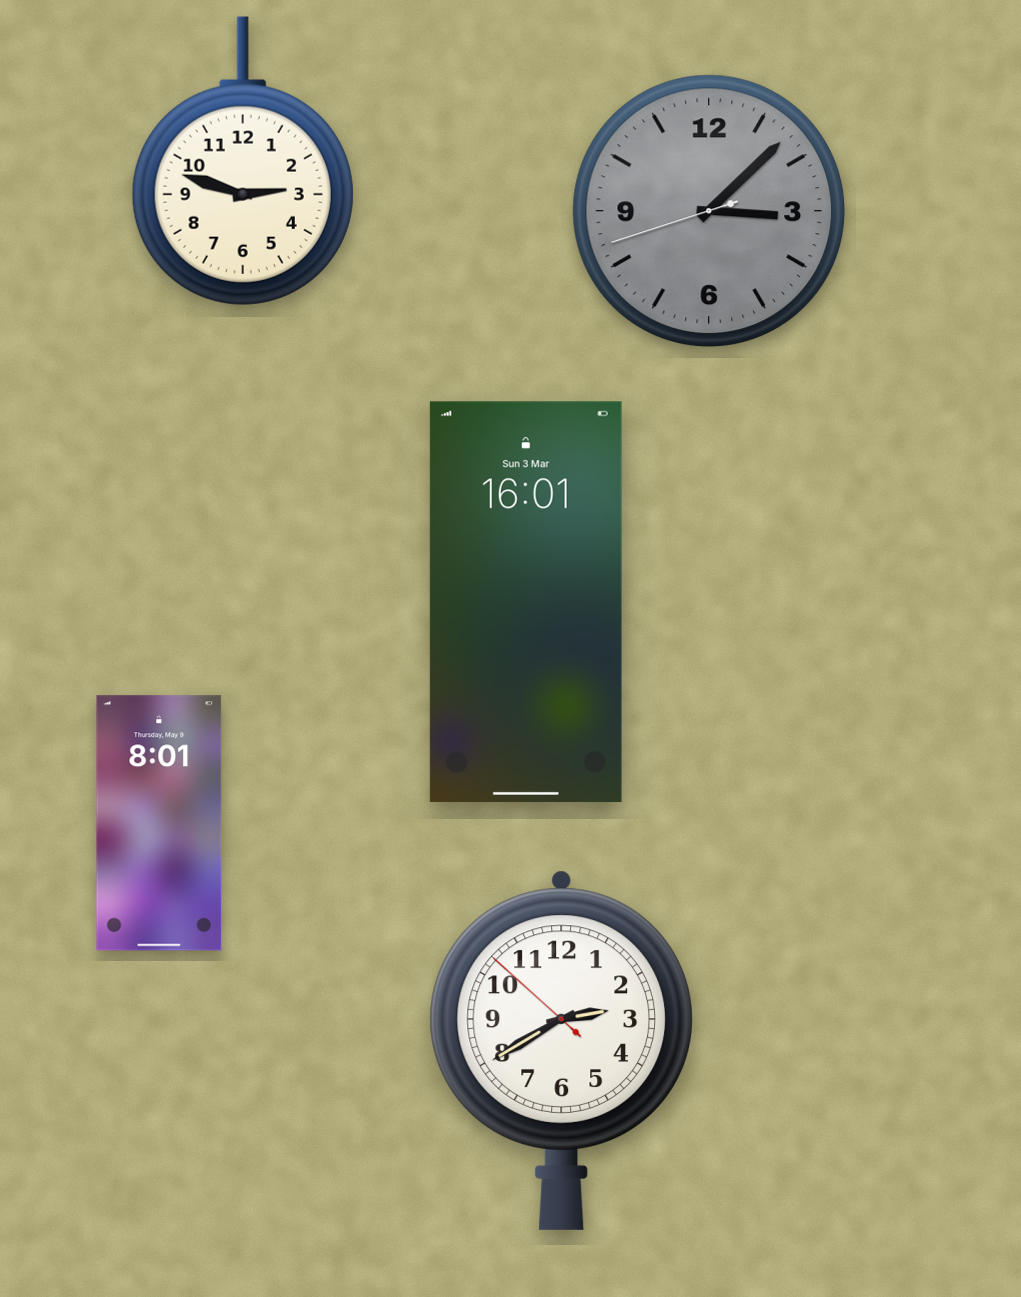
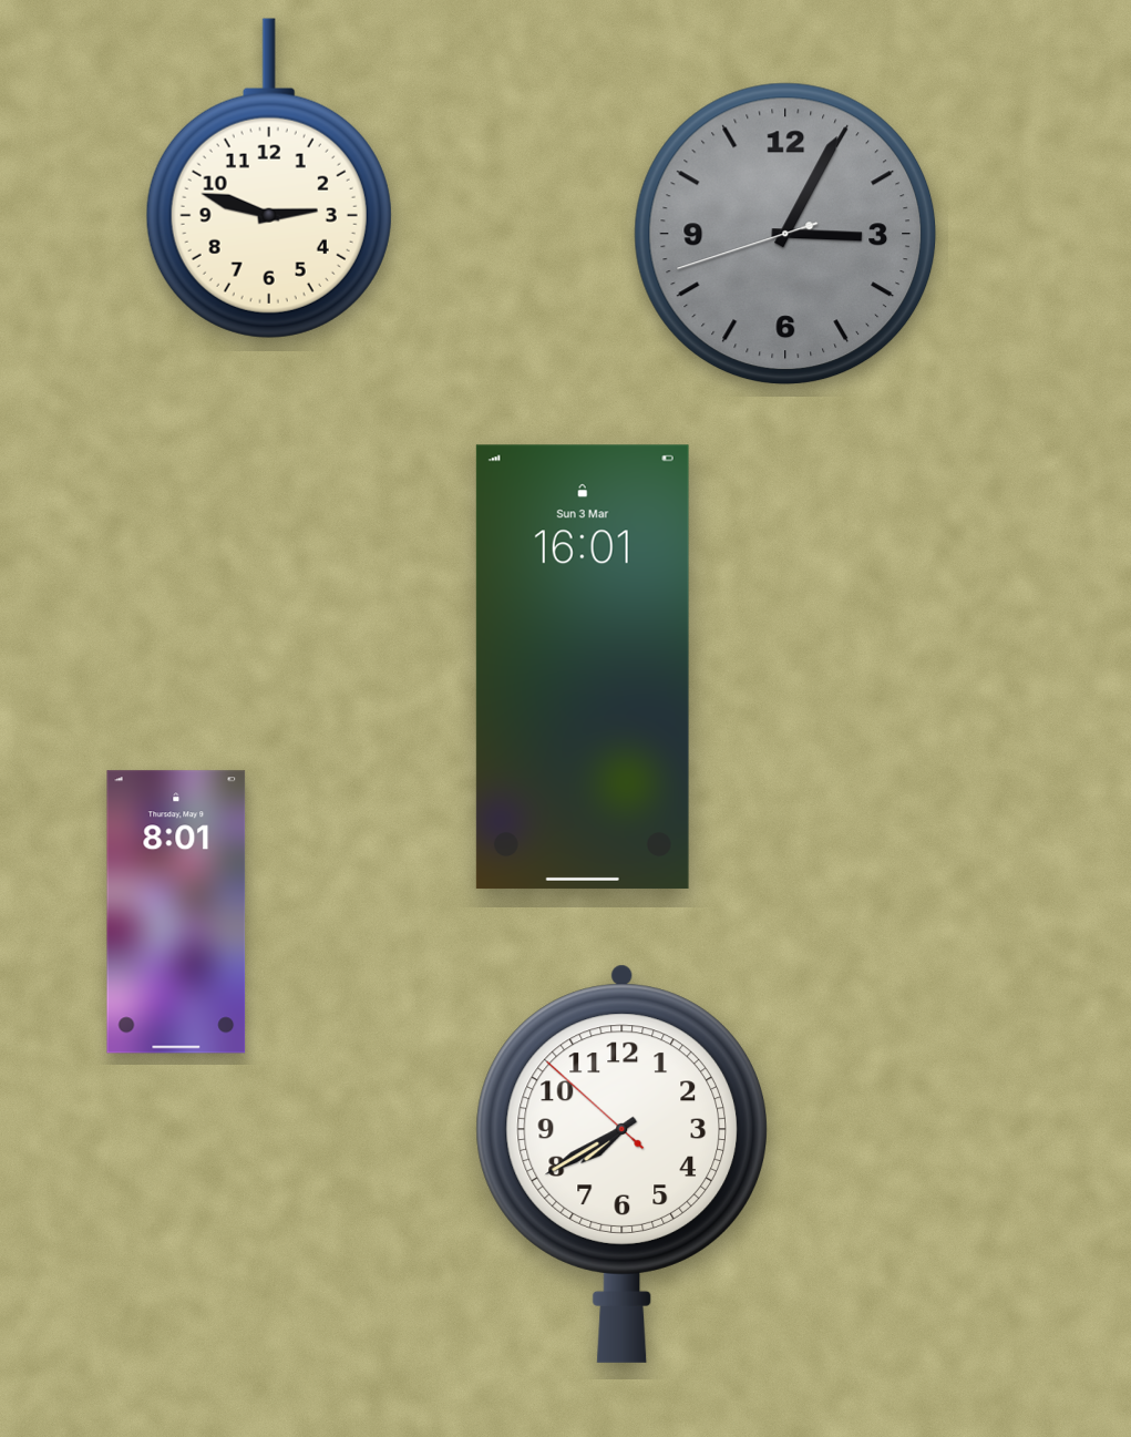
clock at (709, 211): 3:07 -> 3:04
clock at (561, 1050): 2:39 -> 7:39
